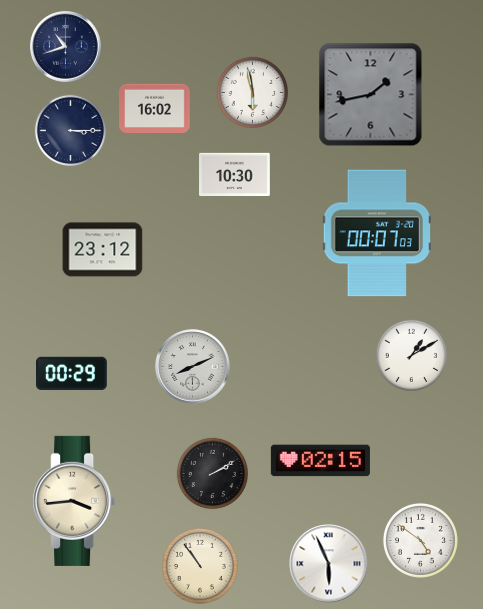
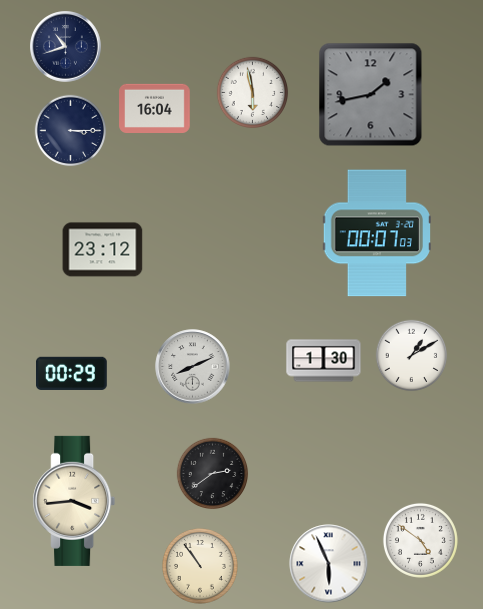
clock at (155, 108): 16:02 -> 16:04
clock at (235, 174): 10:30 -> none
clock at (324, 361): none -> 1:30
clock at (320, 461): 02:15 -> none
clock at (213, 474): 2:10 -> 2:39
